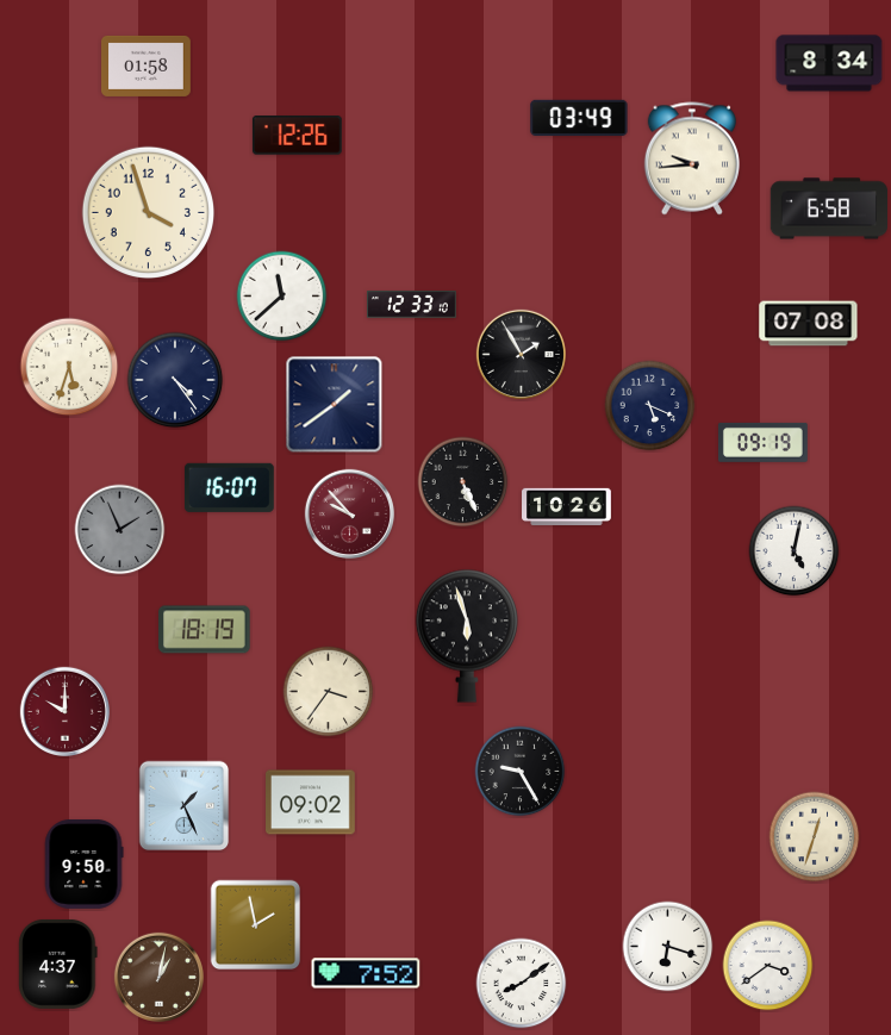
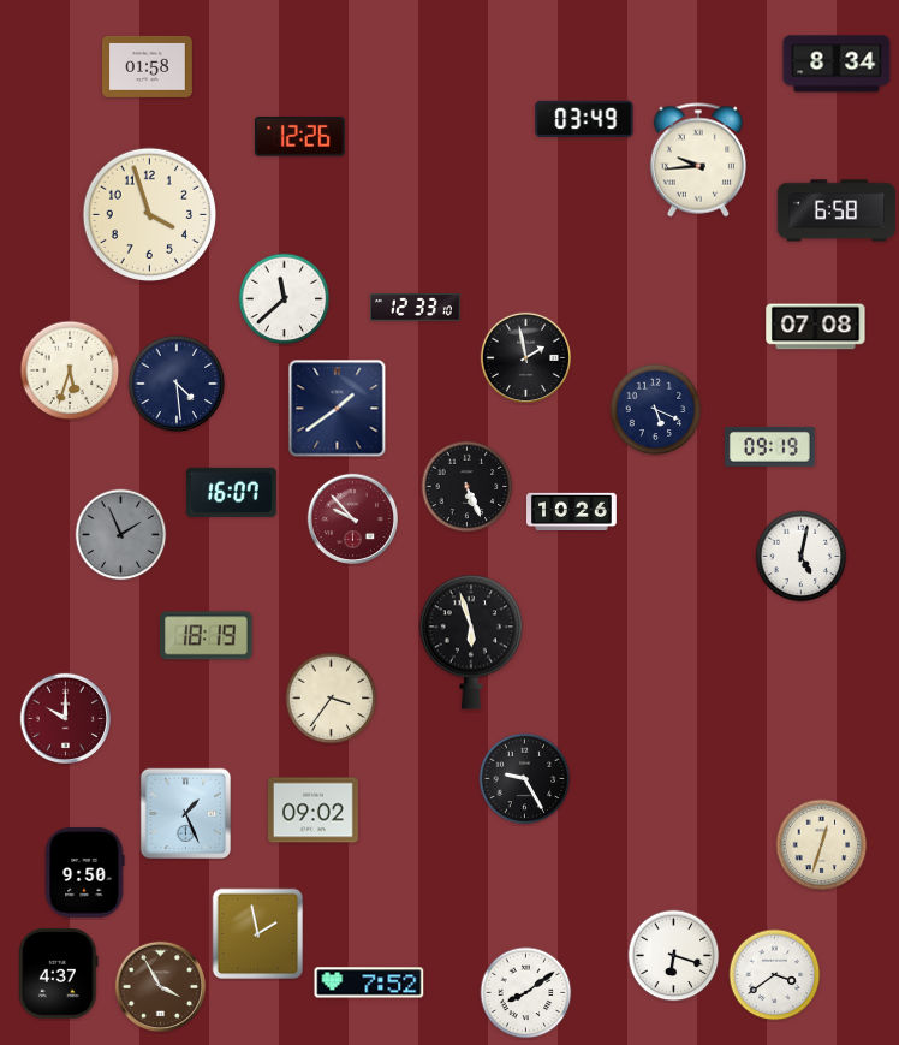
clock at (521, 354): 1:55 -> 1:58
clock at (175, 380): 4:24 -> 4:29
clock at (158, 977): 1:02 -> 3:55
